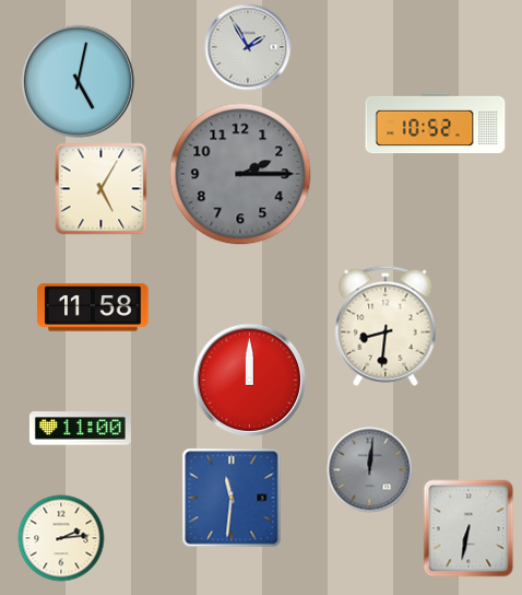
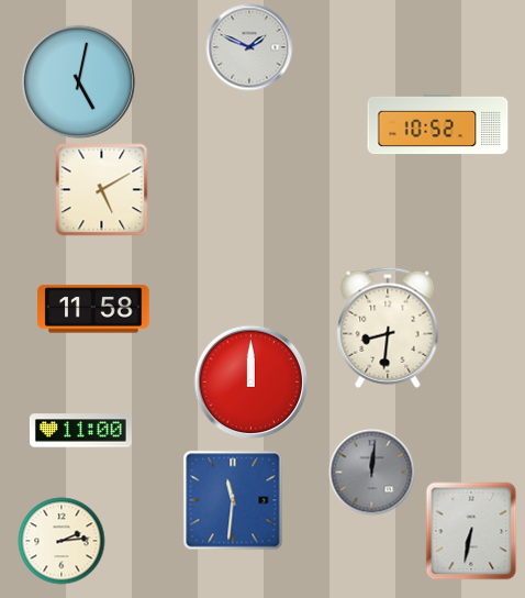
clock at (248, 47): 1:55 -> 1:49
clock at (240, 174): 2:15 -> none
clock at (100, 188): 5:05 -> 5:10
